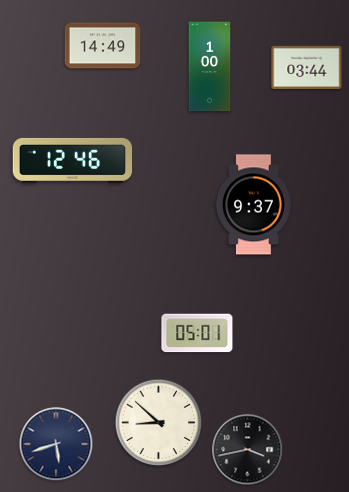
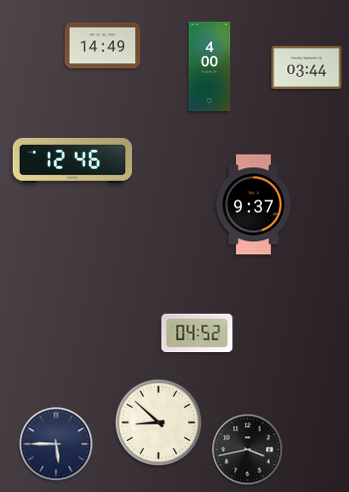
clock at (210, 67): 1:00 -> 4:00
clock at (197, 333): 05:01 -> 04:52
clock at (56, 444): 5:42 -> 5:45
